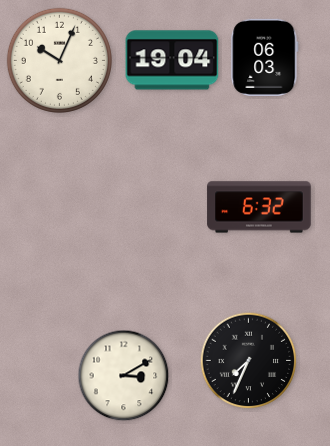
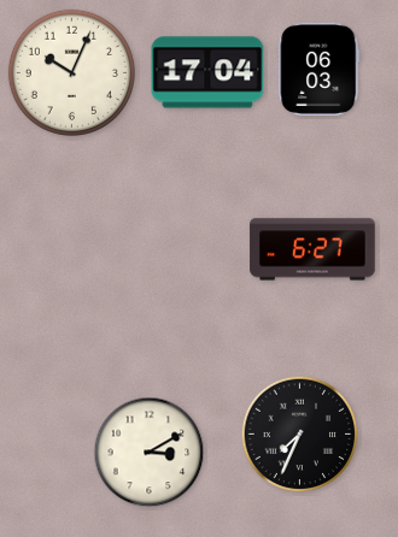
clock at (172, 60): 19:04 -> 17:04
clock at (259, 207): 6:32 -> 6:27
